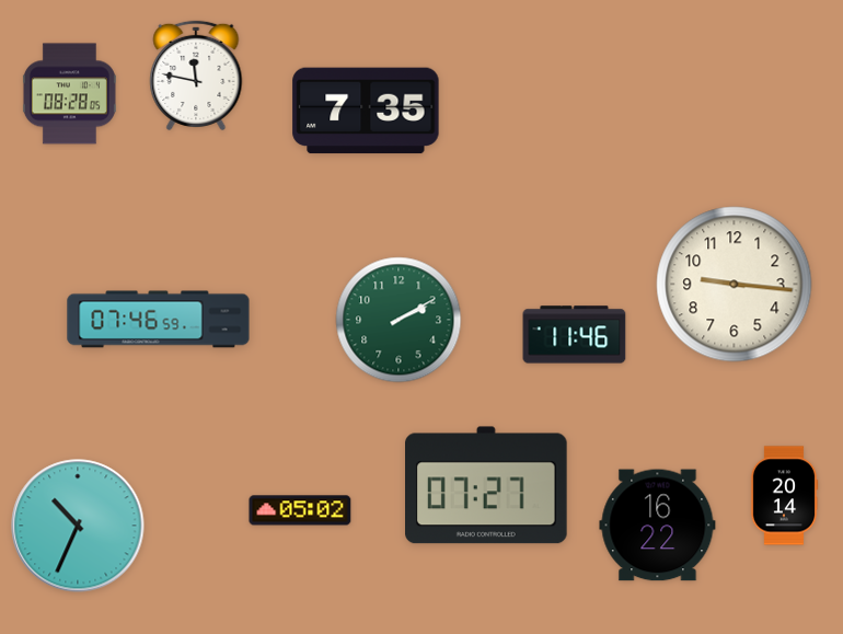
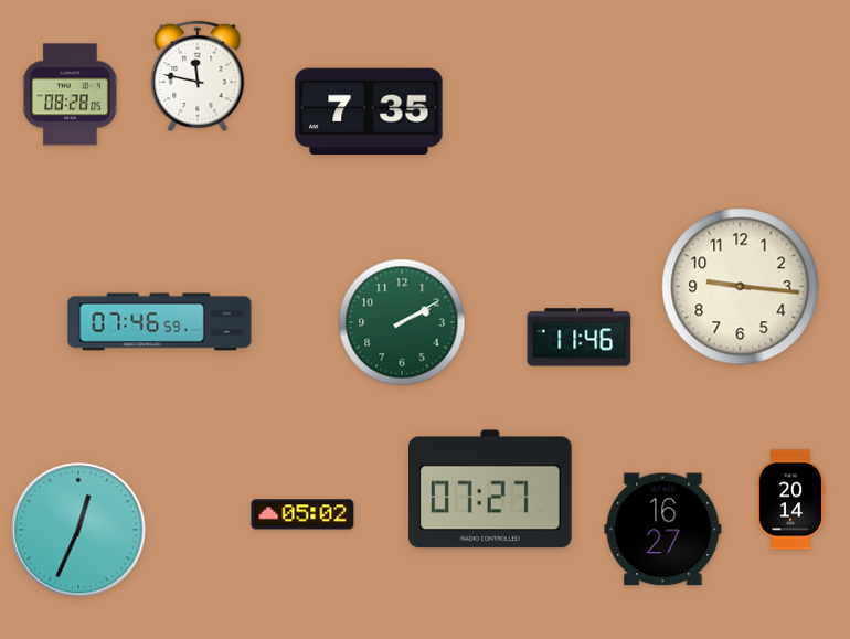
clock at (78, 526): 10:34 -> 12:34
clock at (658, 526): 16:22 -> 16:27
